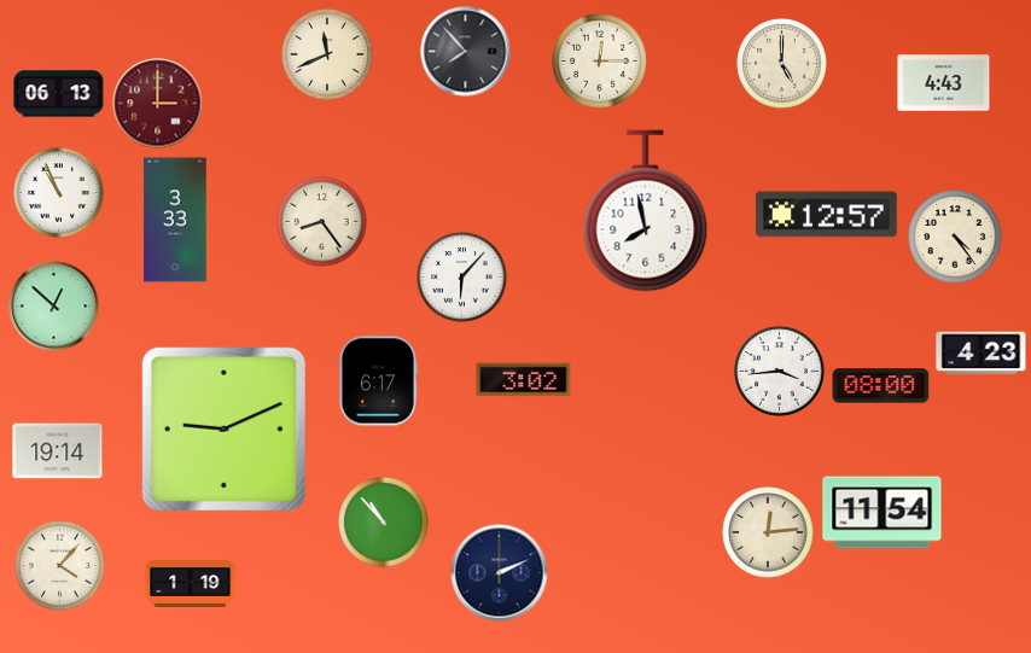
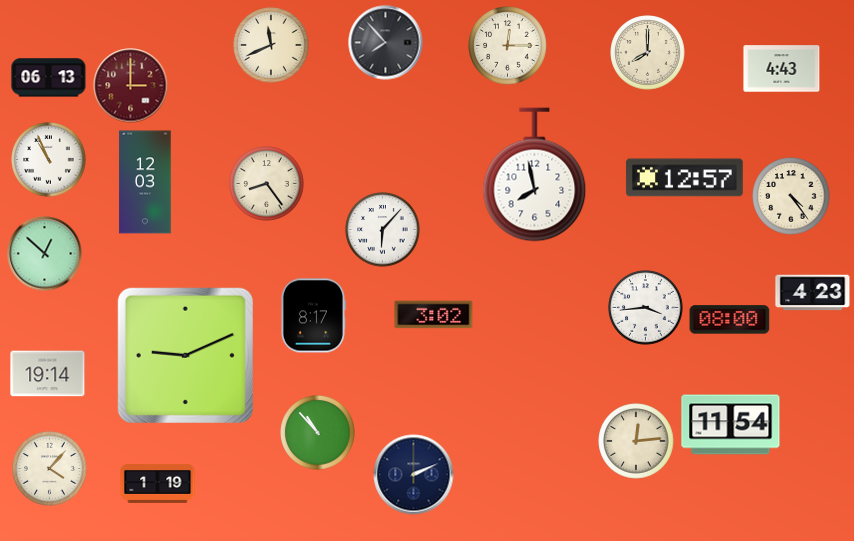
clock at (600, 62) position: (600, 62) -> (508, 46)
clock at (782, 64): 5:00 -> 8:00
clock at (175, 220): 3:33 -> 12:03
clock at (378, 381): 6:17 -> 8:17
